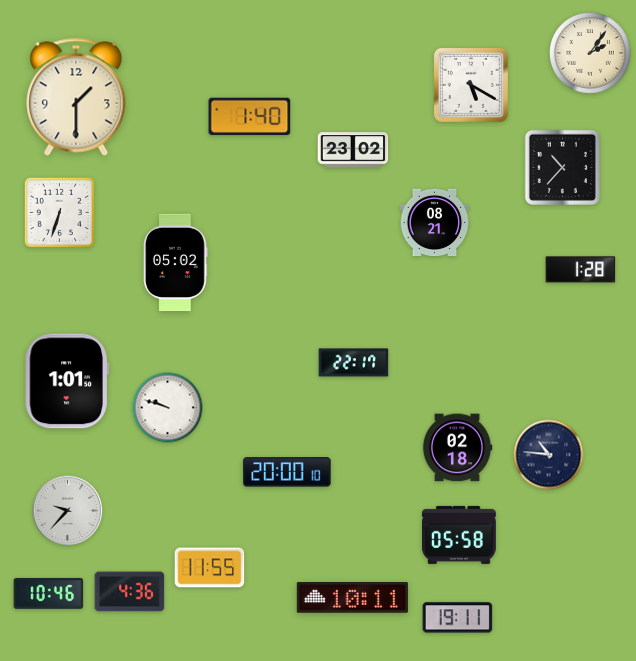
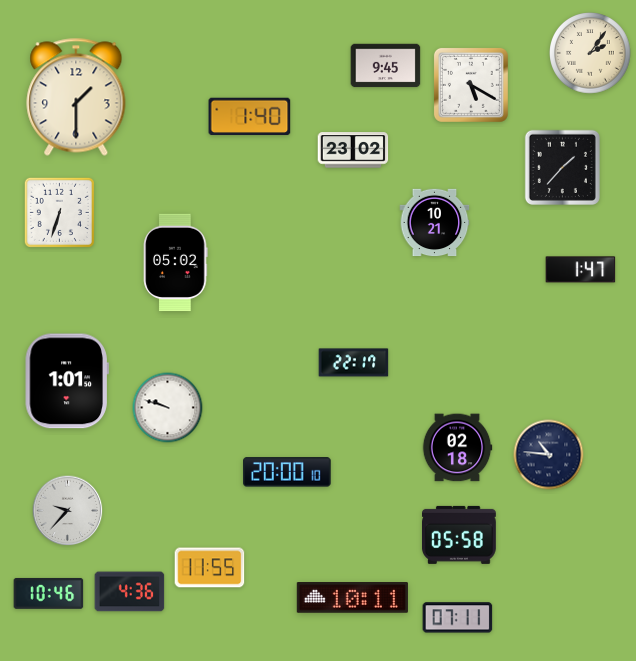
clock at (386, 66): none -> 9:45
clock at (562, 167): 10:37 -> 1:37
clock at (435, 223): 08:21 -> 10:21
clock at (581, 270): 1:28 -> 1:47
clock at (458, 618): 19:11 -> 07:11
